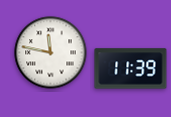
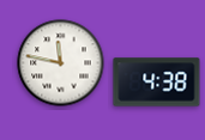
clock at (131, 69): 11:39 -> 4:38
